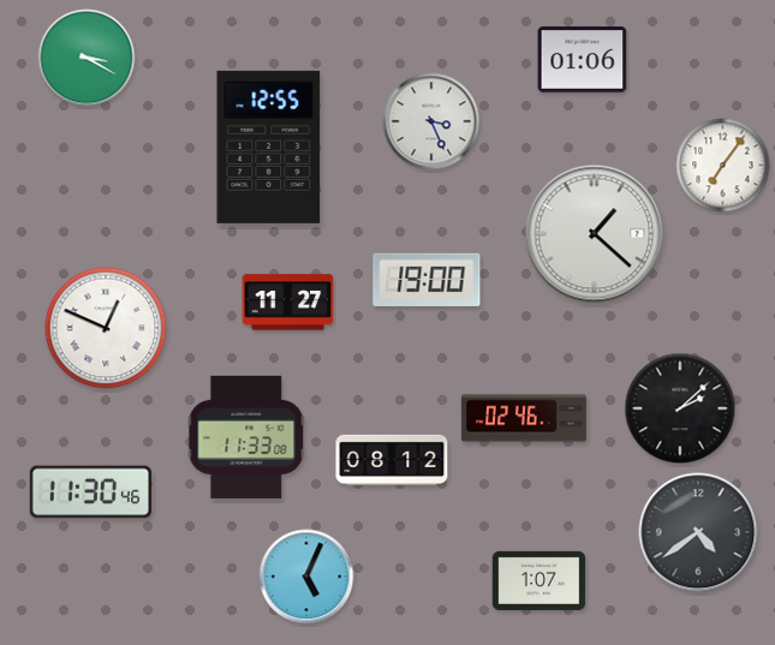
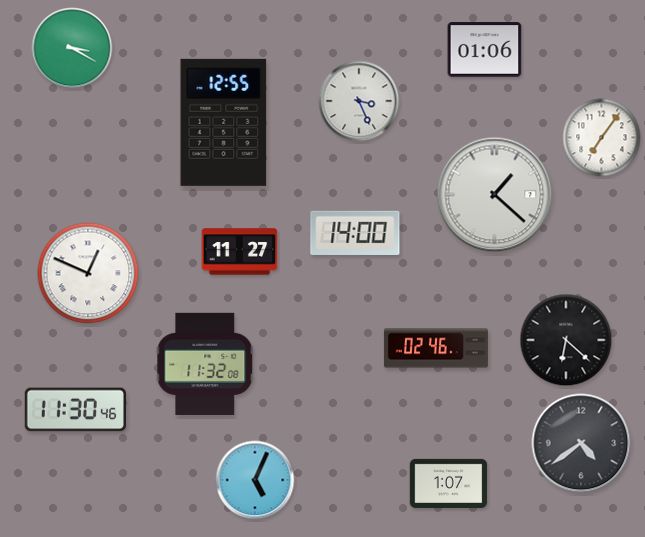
clock at (427, 280): 19:00 -> 14:00
clock at (680, 408): 2:08 -> 6:22
clock at (246, 437): 11:33 -> 11:32
clock at (392, 460): 08:12 -> none
